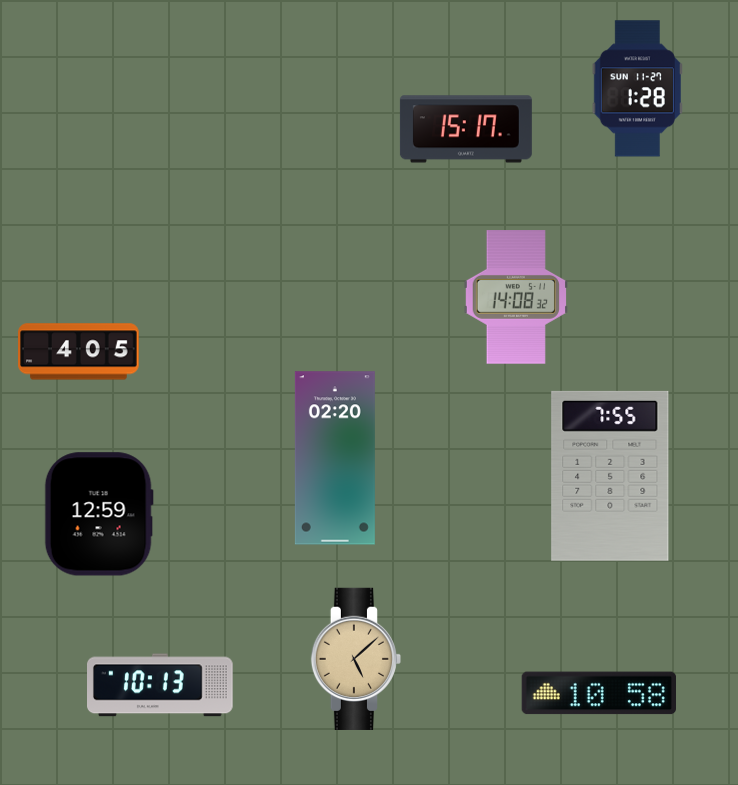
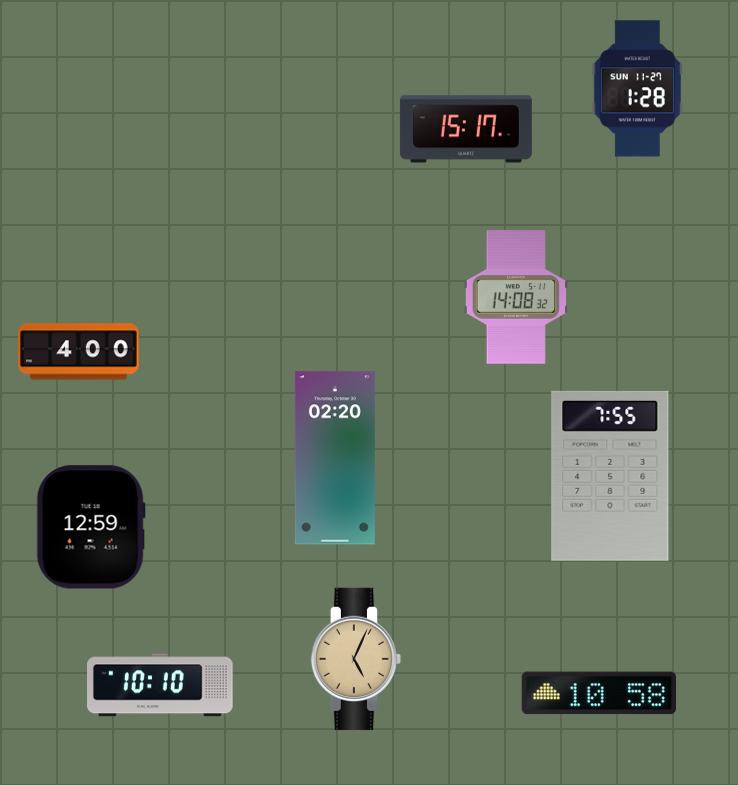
clock at (79, 352): 4:05 -> 4:00
clock at (99, 514) position: (99, 514) -> (91, 527)
clock at (355, 658): 5:08 -> 5:04
clock at (161, 685): 10:13 -> 10:10
